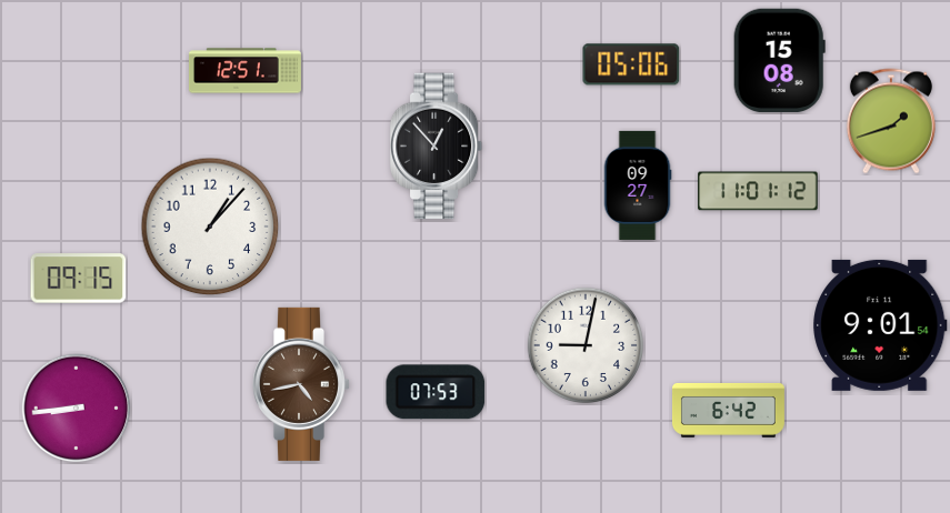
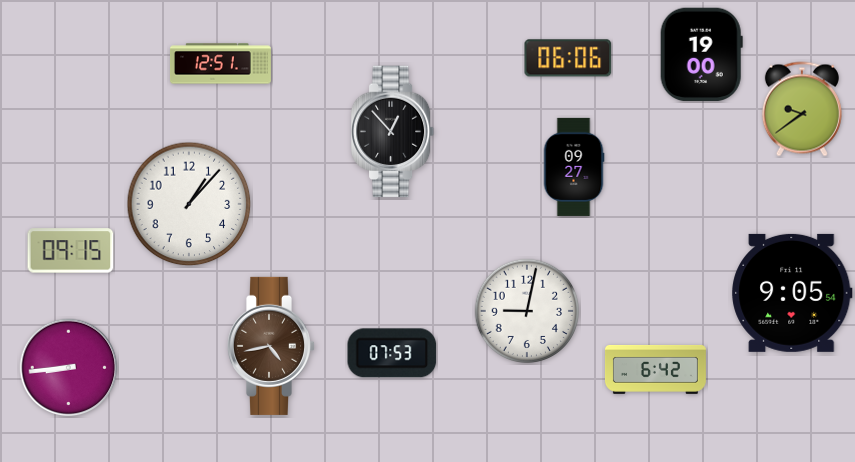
clock at (779, 61): 15:08 -> 19:00
clock at (631, 64): 05:06 -> 06:06
clock at (891, 121): 1:42 -> 9:39
clock at (758, 191): 11:01 -> none
clock at (880, 325): 9:01 -> 9:05
